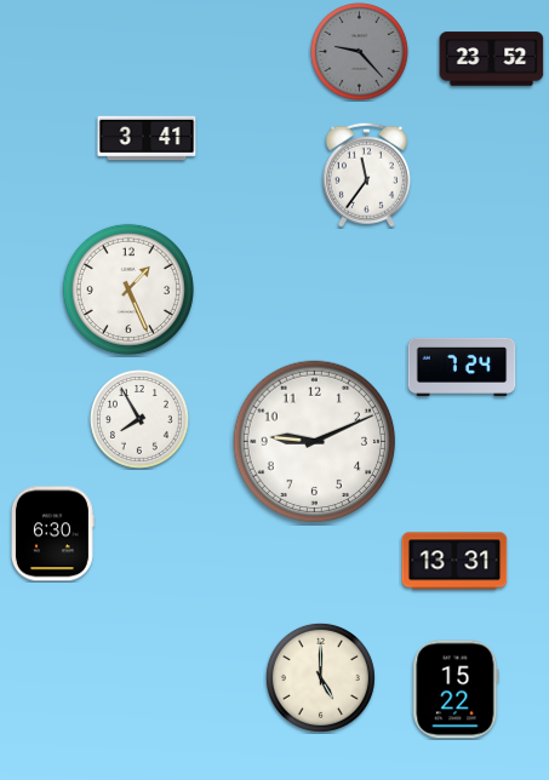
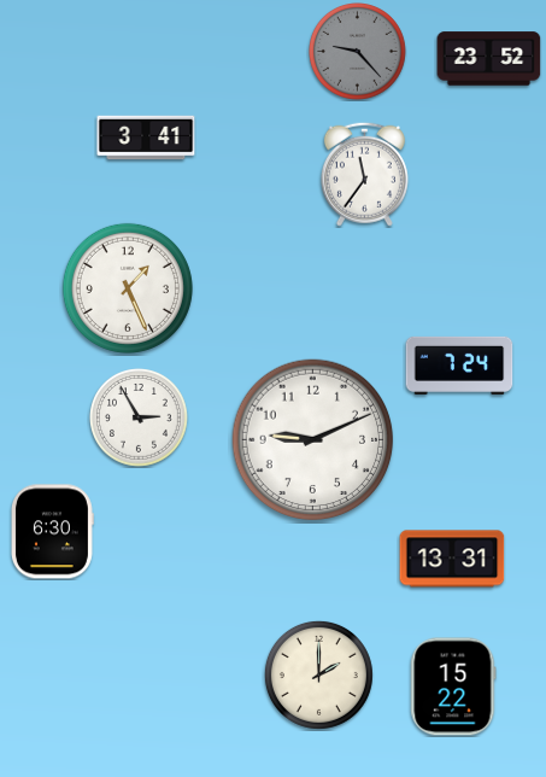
clock at (141, 420): 7:55 -> 2:55
clock at (320, 677): 5:00 -> 2:00
